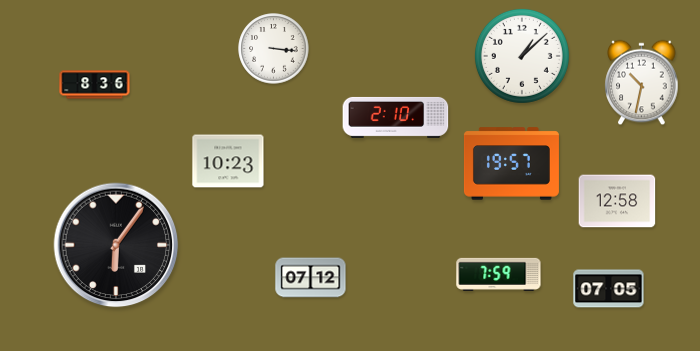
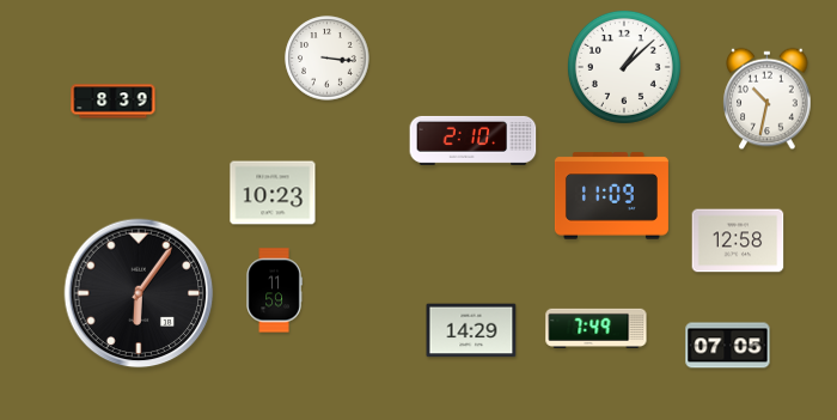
clock at (95, 85): 8:36 -> 8:39
clock at (511, 164): 19:57 -> 11:09
clock at (274, 291): none -> 11:59
clock at (499, 274): 7:59 -> 7:49
clock at (471, 330): none -> 14:29
clock at (311, 278): 07:12 -> none
